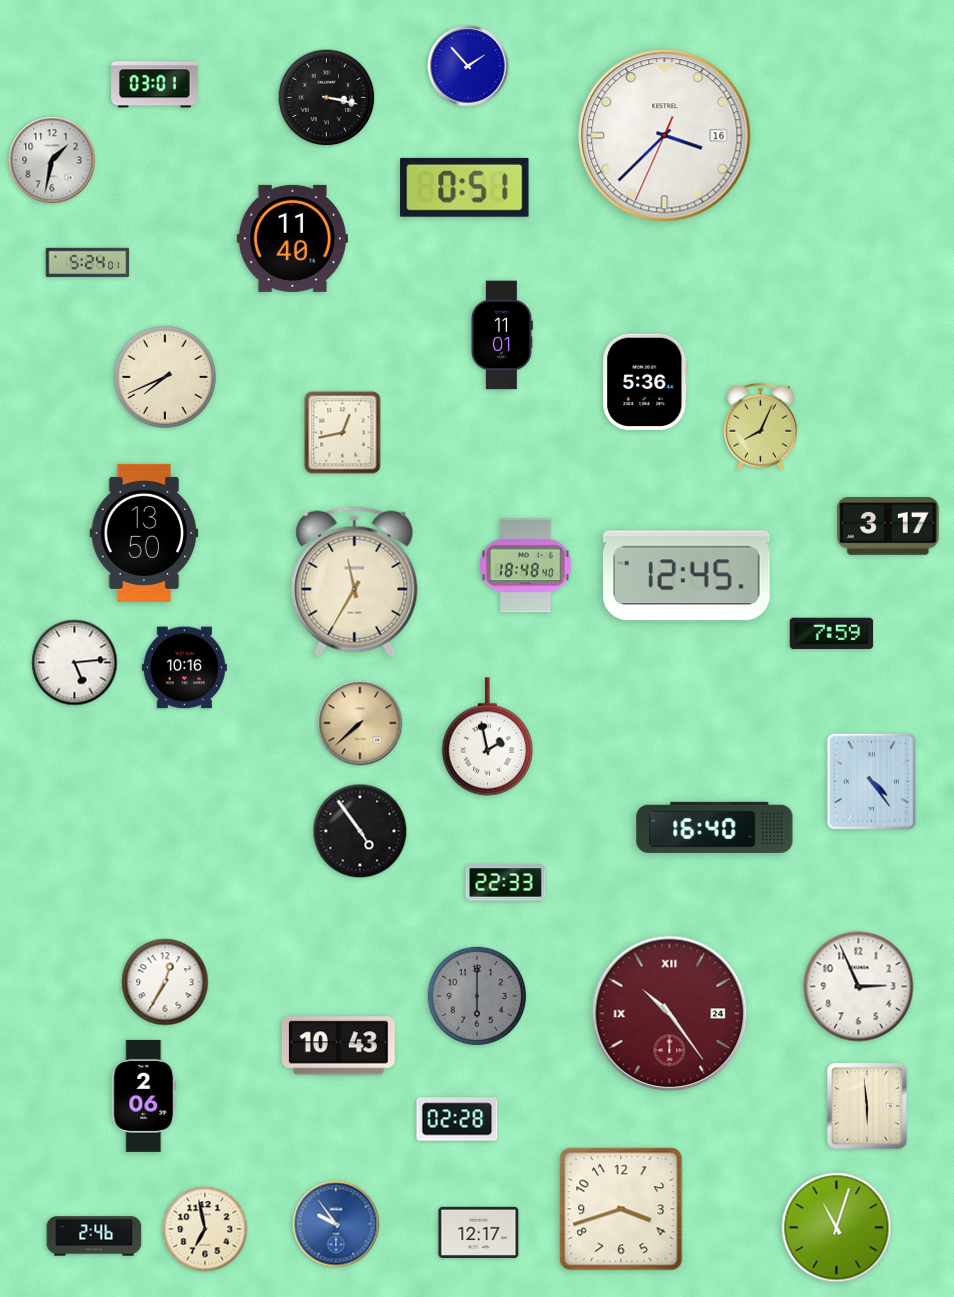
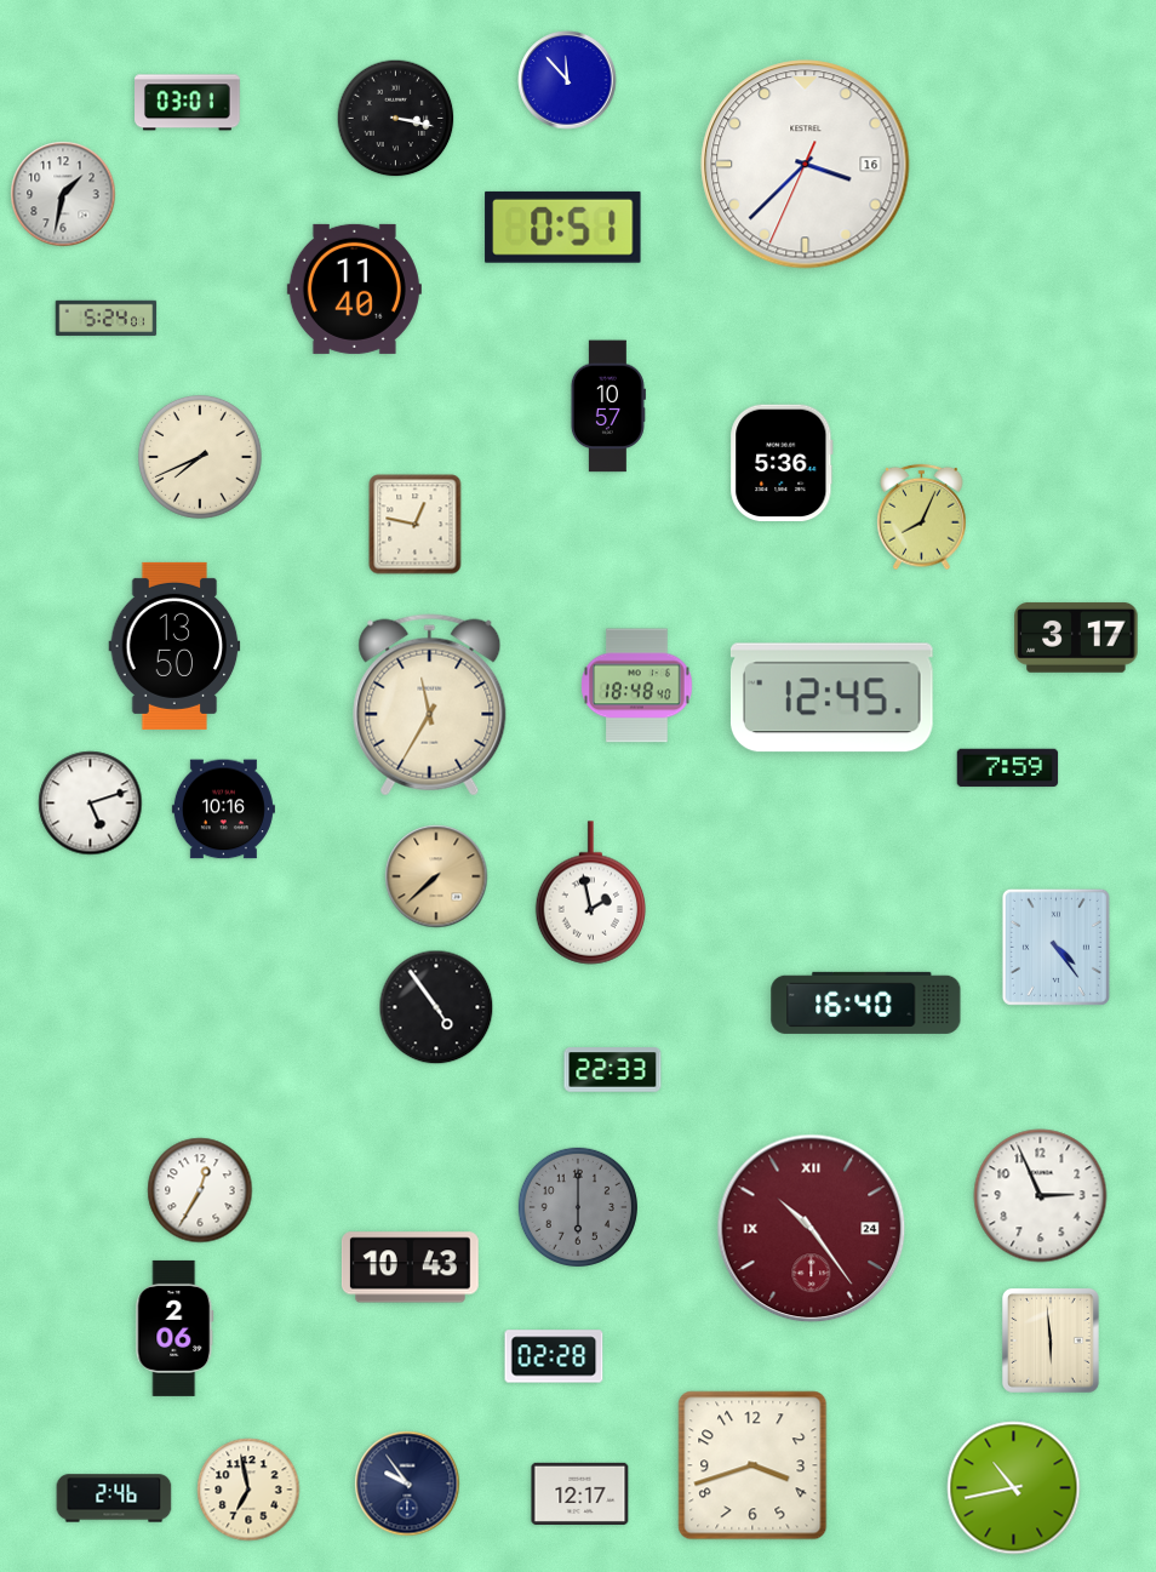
clock at (468, 66): 1:53 -> 11:53
clock at (502, 335): 11:01 -> 10:57
clock at (343, 433): 12:43 -> 12:47
clock at (75, 663): 5:14 -> 5:12
clock at (336, 1224) dial: blue -> navy
clock at (837, 1228): 11:03 -> 10:43
